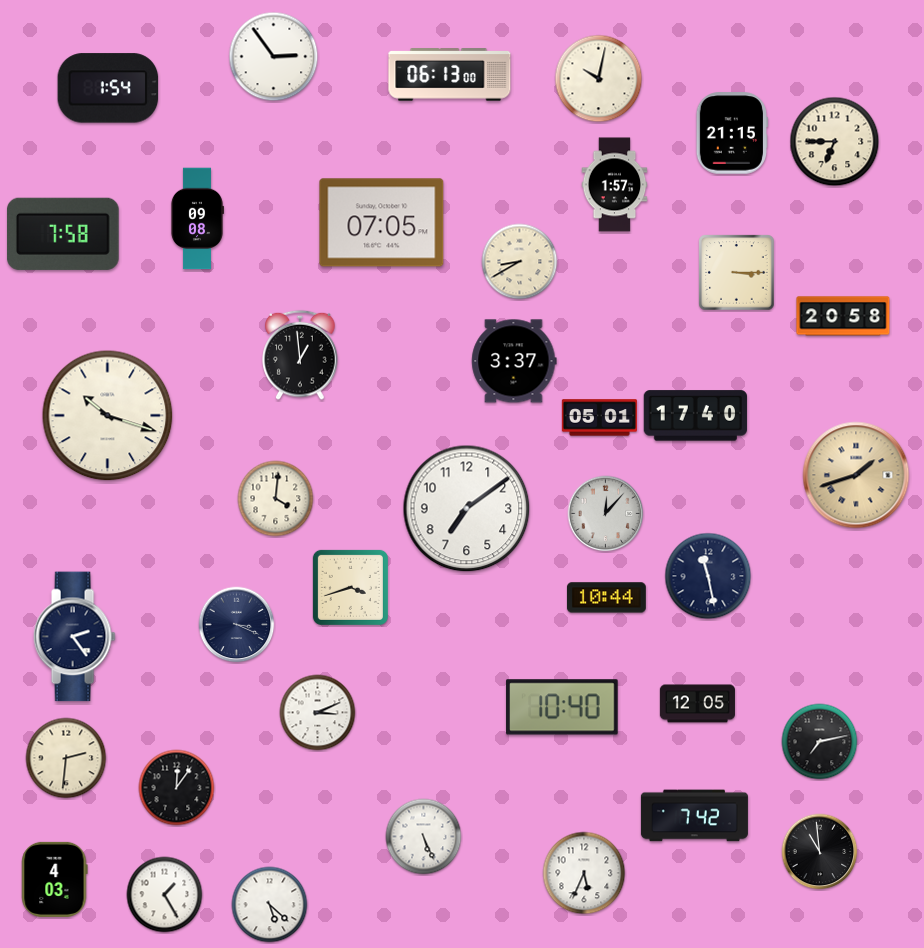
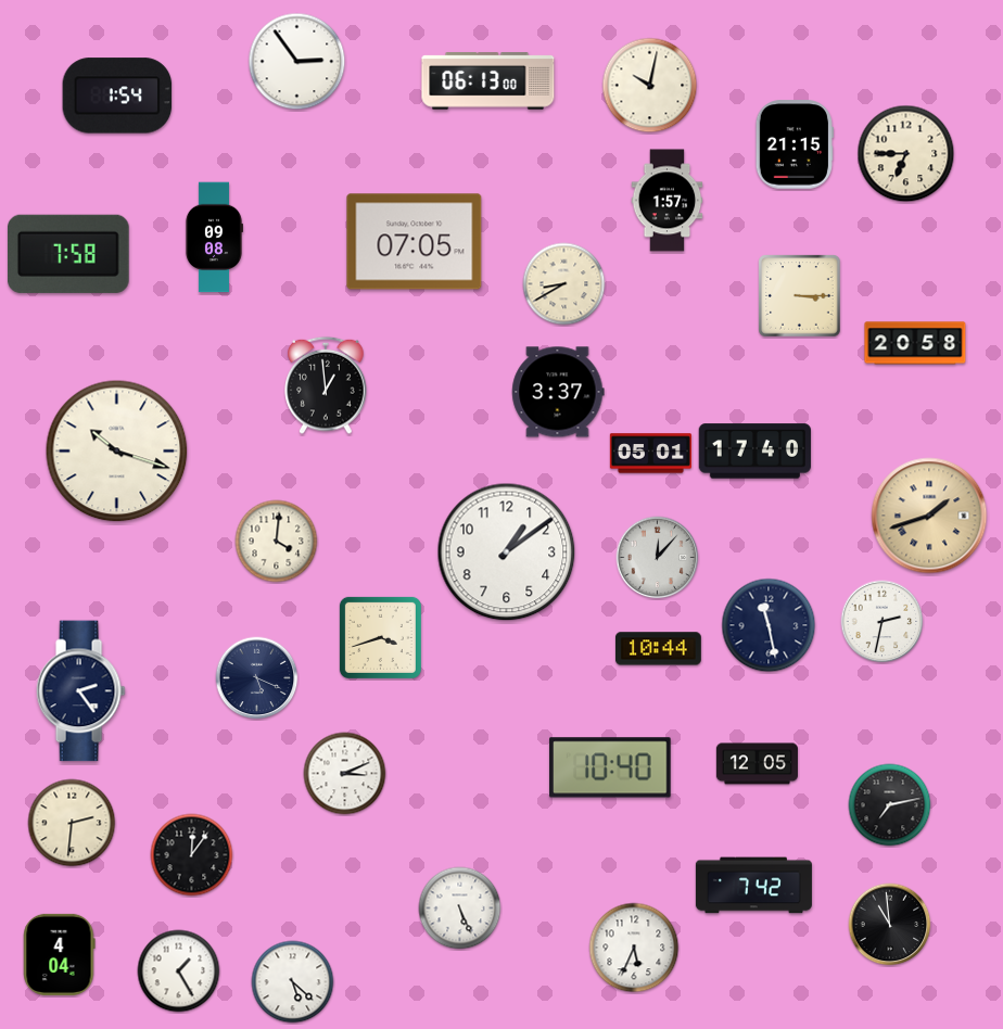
clock at (276, 499) position: (276, 499) -> (277, 542)
clock at (467, 509): 7:09 -> 1:09
clock at (883, 622): none -> 2:32
clock at (237, 625): 3:19 -> 5:19
clock at (55, 879): 4:03 -> 4:04
